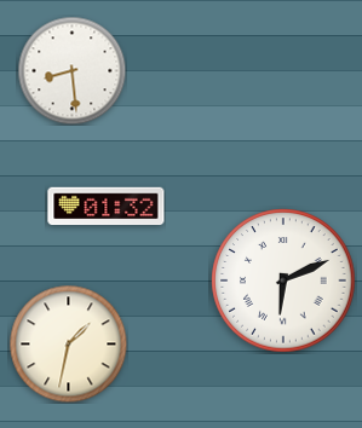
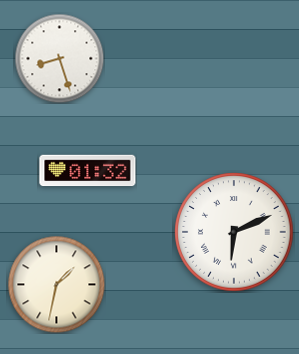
clock at (71, 70): 8:29 -> 8:27
